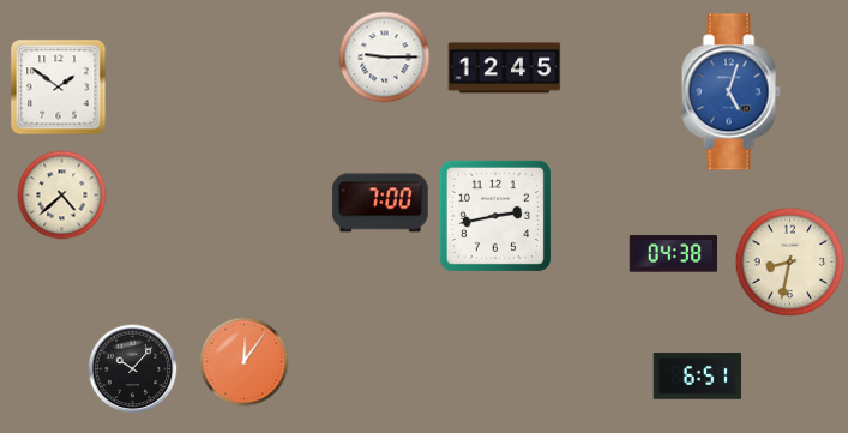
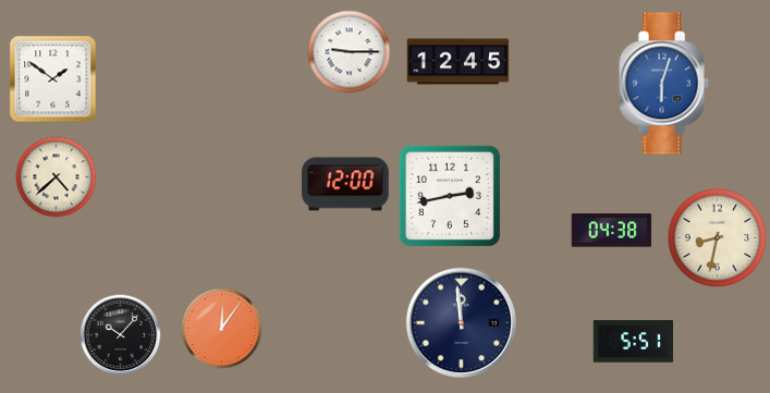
clock at (730, 92): 5:03 -> 6:03
clock at (380, 203): 7:00 -> 12:00
clock at (462, 323): none -> 11:59
clock at (698, 377): 6:51 -> 5:51
